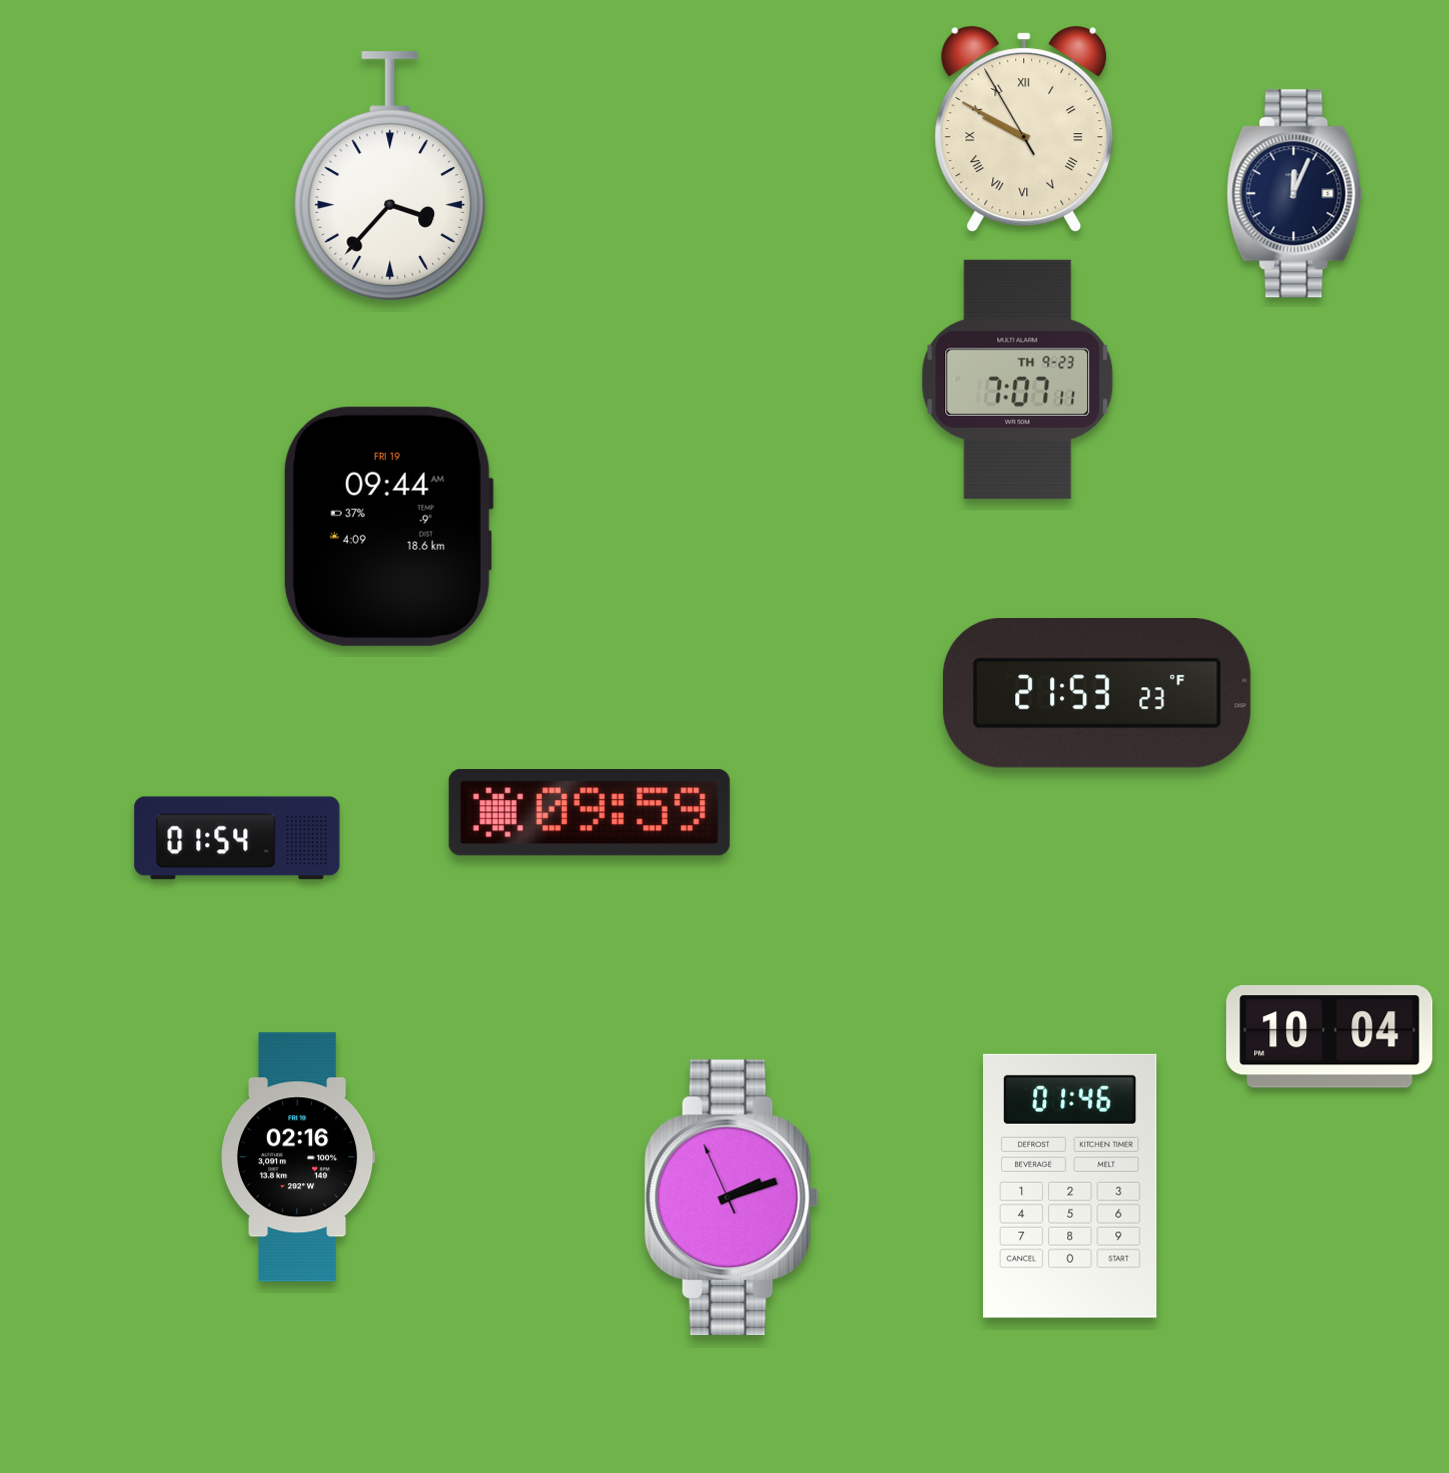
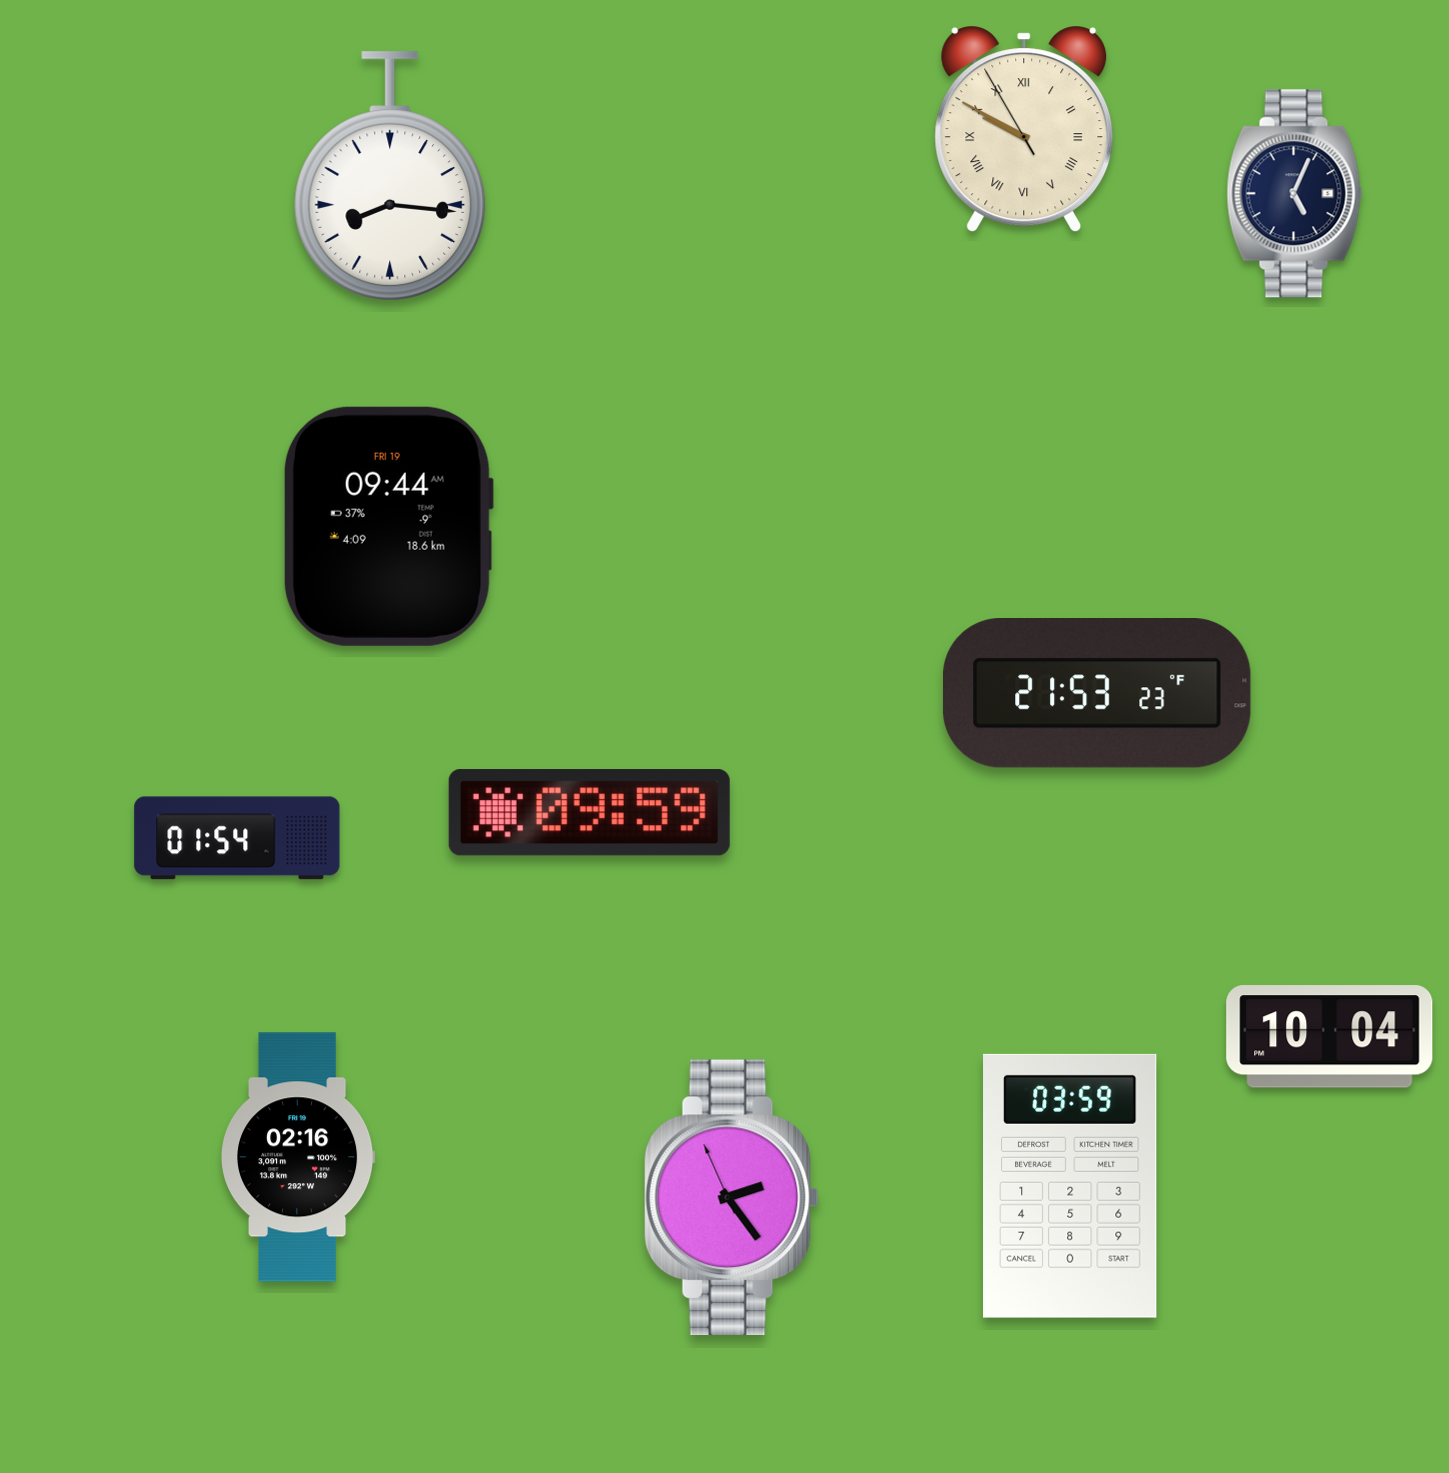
clock at (390, 176): 3:37 -> 8:16
clock at (1295, 194): 12:04 -> 5:04
clock at (1018, 379): 7:07 -> none
clock at (1070, 1186): 01:46 -> 03:59
clock at (731, 1197): 2:11 -> 2:23
